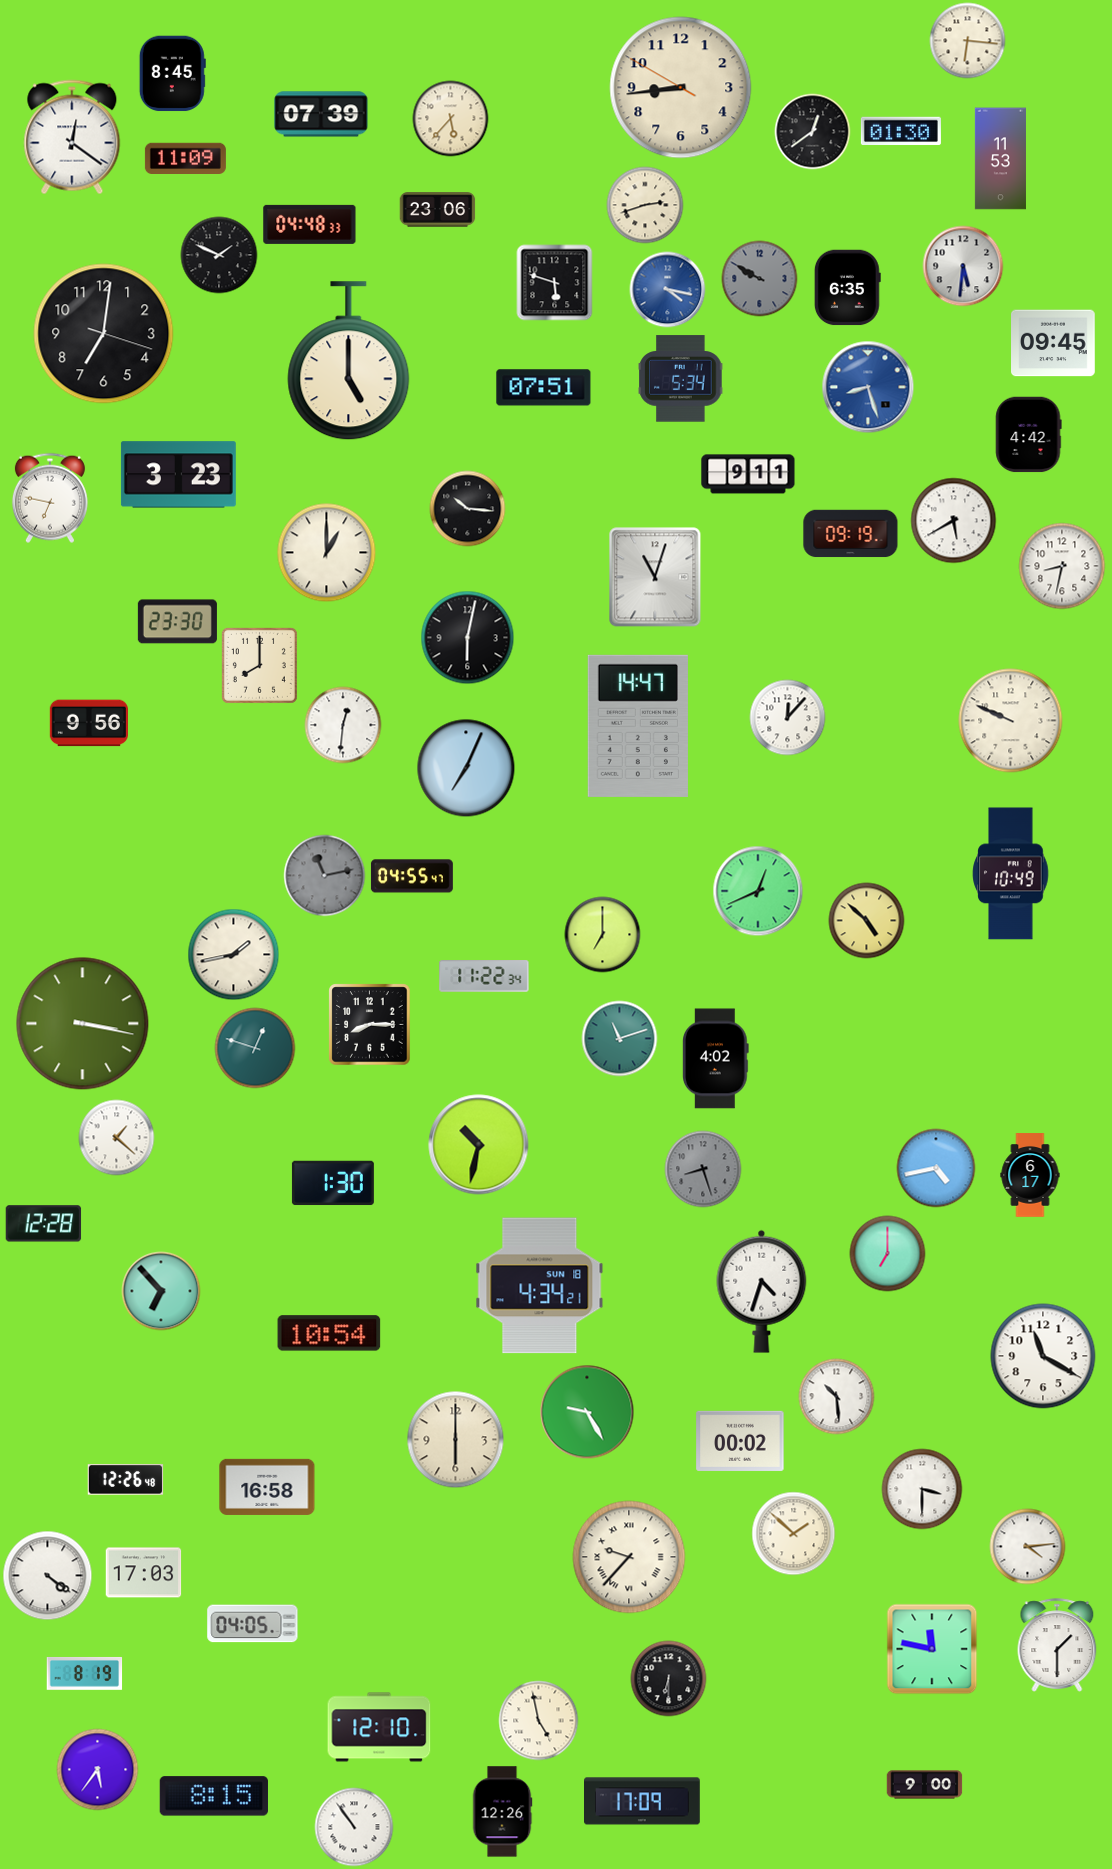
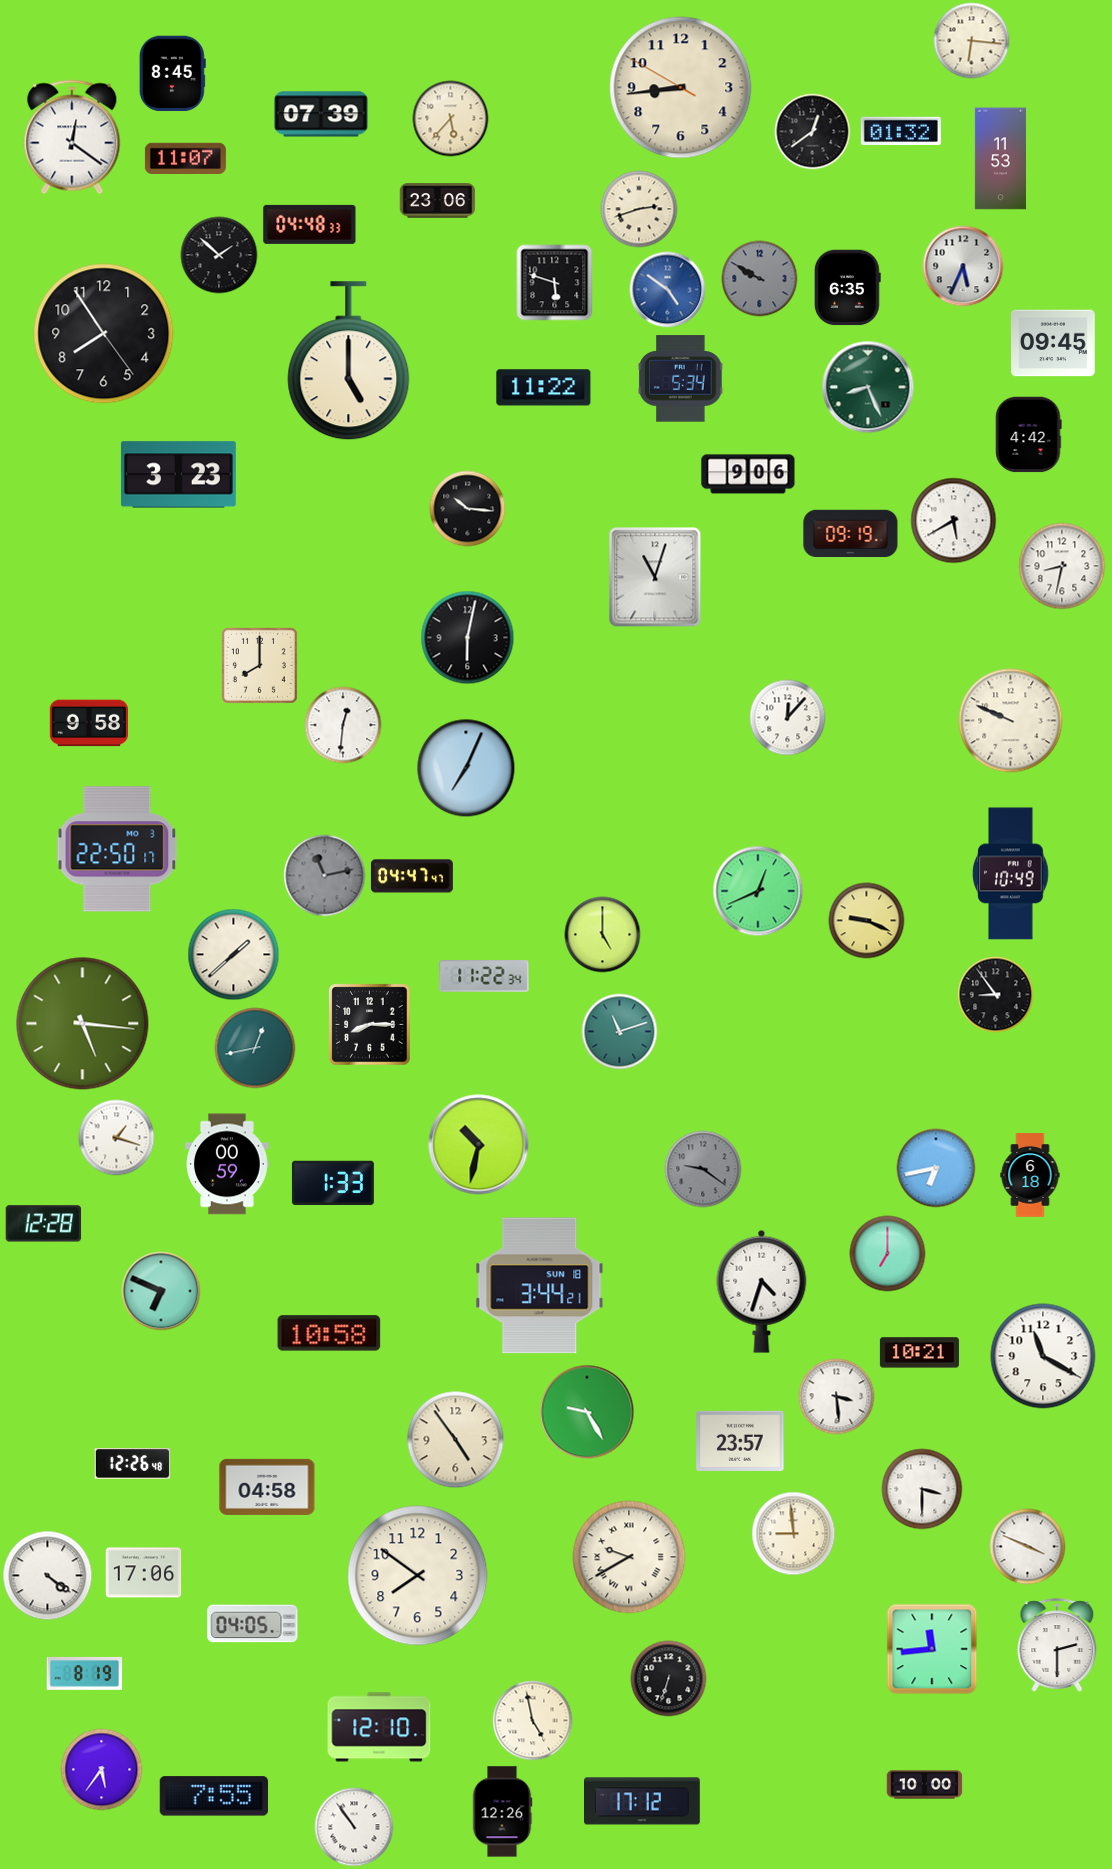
clock at (968, 41) position: (968, 41) -> (972, 41)
clock at (901, 131): 01:30 -> 01:32
clock at (185, 159): 11:09 -> 11:07
clock at (645, 205) position: (645, 205) -> (639, 209)
clock at (438, 210) position: (438, 210) -> (438, 201)
clock at (219, 255): 1:49 -> 1:52
clock at (963, 266): 5:31 -> 5:34
clock at (668, 290): 4:17 -> 4:51
clock at (104, 334): 7:01 -> 7:54
clock at (868, 387): 8:27 -> 8:26
clock at (868, 387) dial: blue -> green
clock at (544, 388): 07:51 -> 11:22
clock at (748, 474): 9:11 -> 9:06
clock at (50, 498): 6:47 -> none
clock at (327, 553): 1:00 -> none
clock at (177, 622): 23:30 -> none
clock at (89, 723): 9:56 -> 9:58
clock at (638, 726): 14:47 -> none
clock at (117, 849): none -> 22:50
clock at (412, 876): 04:55 -> 04:47
clock at (867, 921): 4:52 -> 9:19
clock at (603, 935): 7:00 -> 5:00
clock at (234, 955): 1:43 -> 1:38
clock at (996, 995): none -> 8:54
clock at (83, 1024): 3:17 -> 5:16
clock at (620, 1039) position: (620, 1039) -> (620, 1032)
clock at (255, 1048): 12:48 -> 12:43
clock at (716, 1059): 4:02 -> none
clock at (117, 1138): 1:22 -> 1:18
clock at (227, 1164): none -> 00:59
clock at (936, 1168): 4:43 -> 6:43
clock at (703, 1169): 8:27 -> 9:21
clock at (1030, 1175): 6:17 -> 6:18
clock at (333, 1183): 1:30 -> 1:33
clock at (540, 1286): 4:34 -> 3:44
clock at (161, 1291): 6:53 -> 6:49
clock at (329, 1333): 10:54 -> 10:58
clock at (919, 1353): none -> 10:21
clock at (837, 1397): 10:29 -> 3:29
clock at (456, 1440): 6:00 -> 4:54
clock at (740, 1441): 00:02 -> 23:57
clock at (126, 1480) position: (126, 1480) -> (133, 1464)
clock at (267, 1487): 16:58 -> 04:58
clock at (794, 1534): 1:52 -> 8:59
clock at (1028, 1547): 4:14 -> 3:49
clock at (629, 1557): 9:37 -> 9:40
clock at (144, 1573): 17:03 -> 17:06
clock at (418, 1576): none -> 7:51
clock at (1057, 1645): 1:30 -> 2:30
clock at (932, 1649): 11:47 -> 11:44
clock at (669, 1679): 6:30 -> 6:33
clock at (539, 1721) position: (539, 1721) -> (533, 1721)
clock at (98, 1770) position: (98, 1770) -> (102, 1770)
clock at (925, 1785): 9:00 -> 10:00
clock at (214, 1796): 8:15 -> 7:55
clock at (643, 1801): 17:09 -> 17:12
